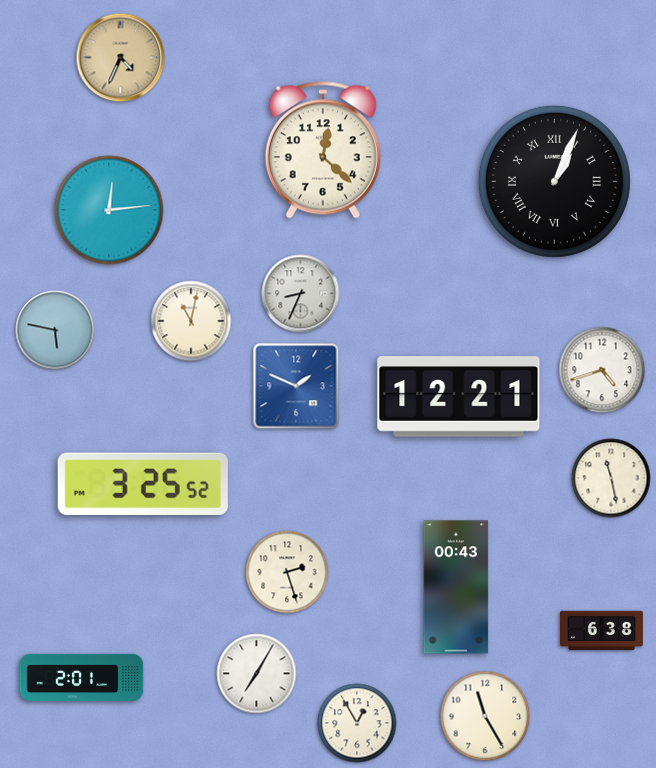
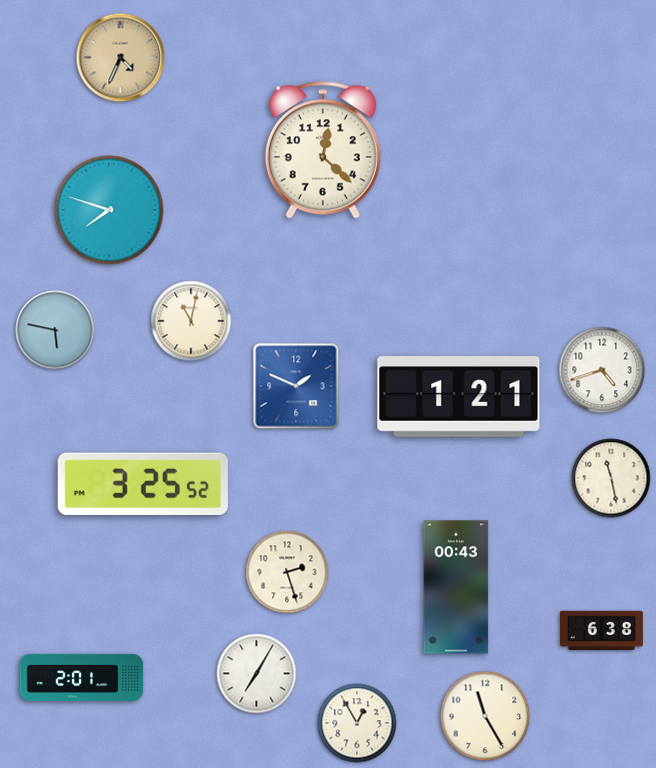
clock at (554, 181): 1:04 -> none
clock at (109, 210): 12:14 -> 7:48
clock at (301, 294): 8:34 -> none
clock at (459, 397): 12:21 -> 1:21
